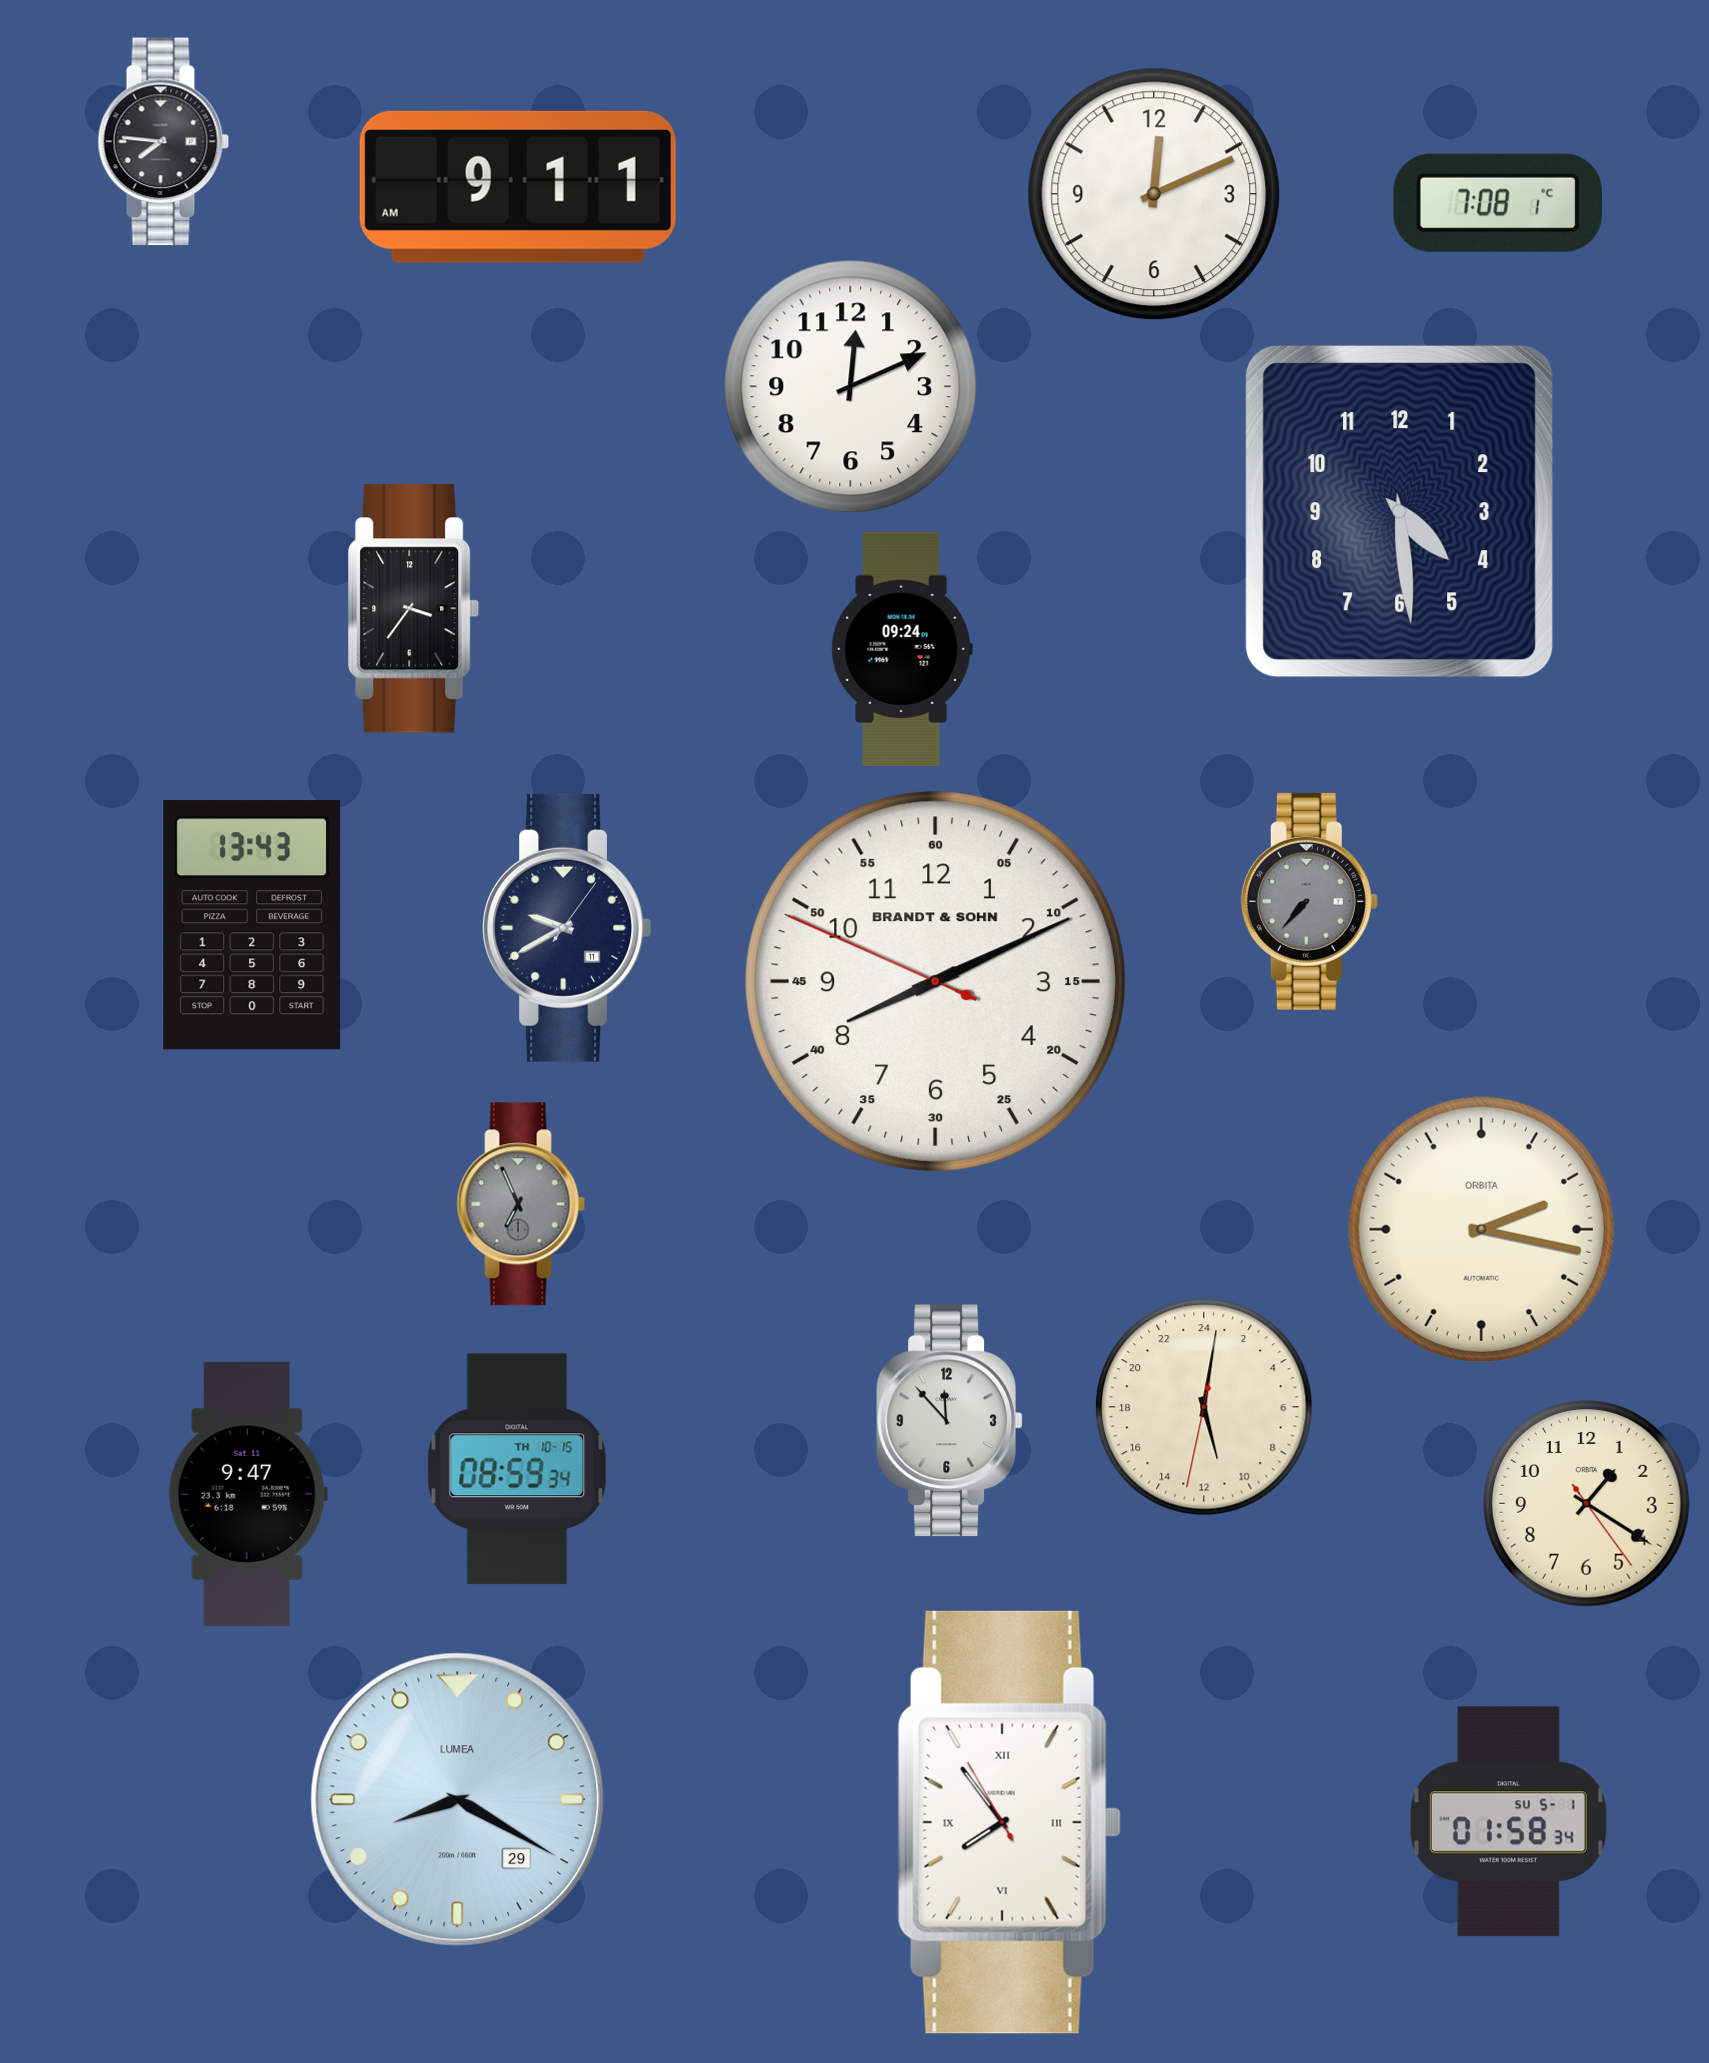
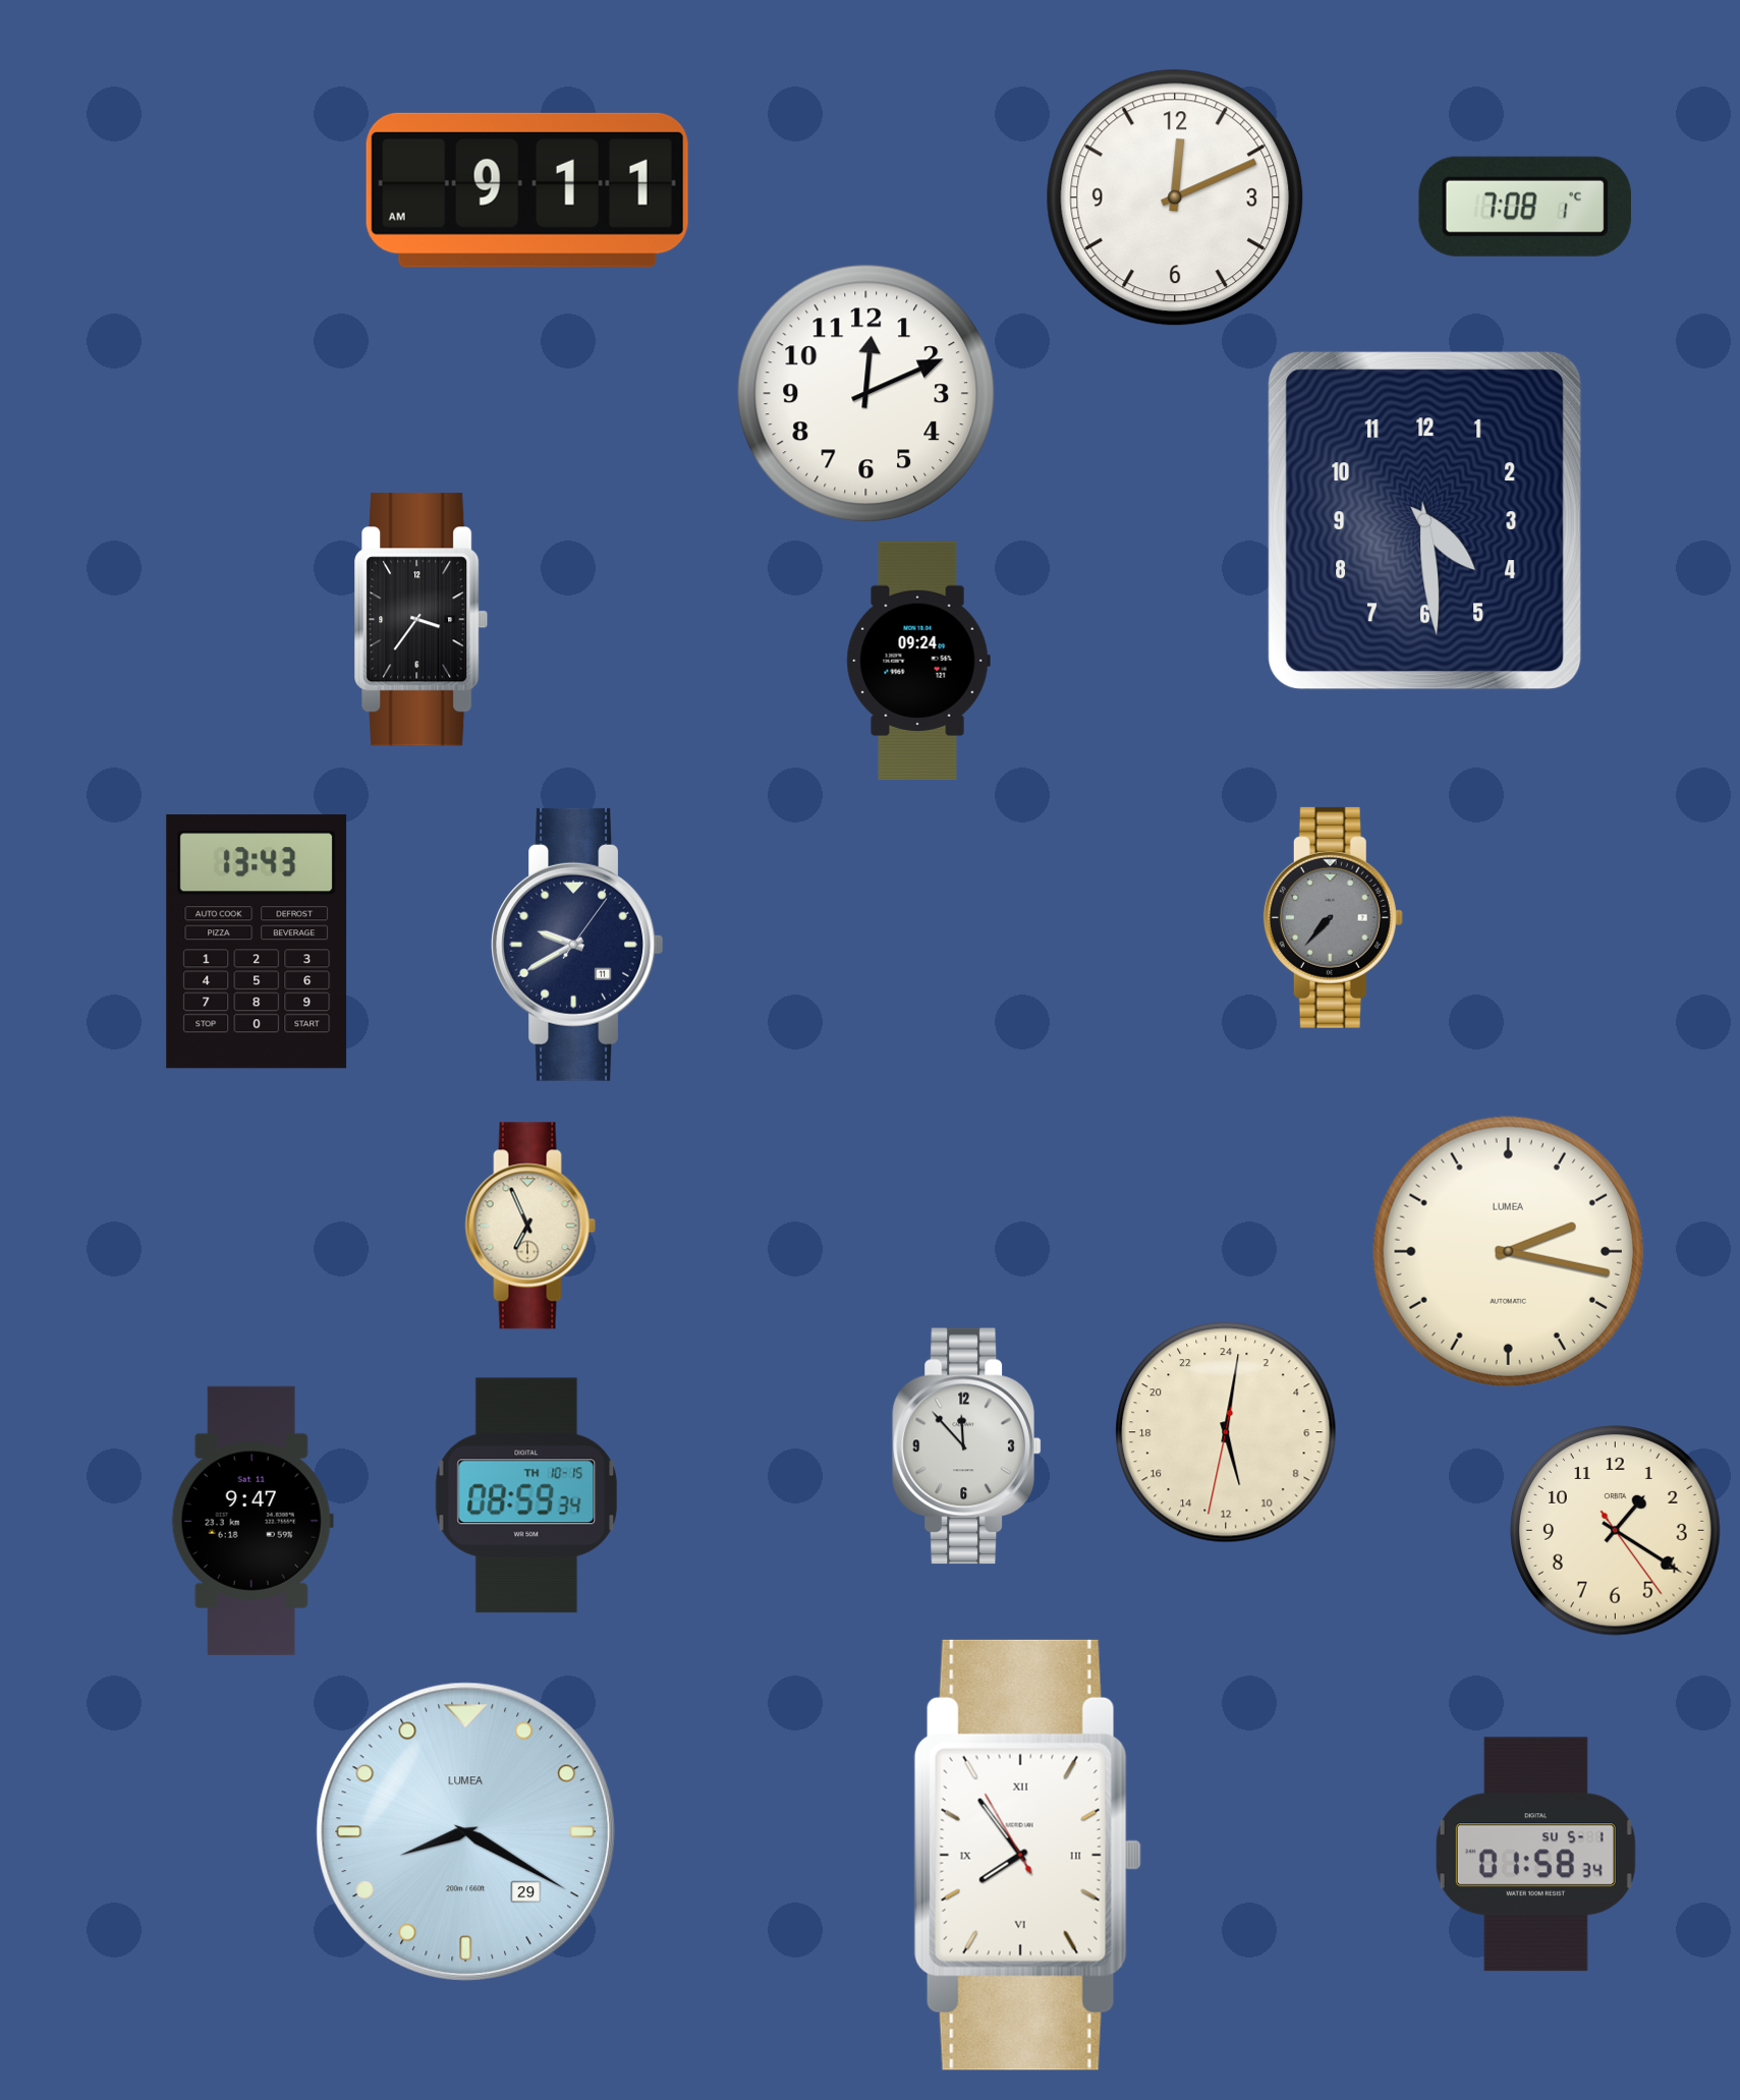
clock at (164, 142): 7:46 -> none
clock at (935, 981): 8:10 -> none
clock at (521, 1204) dial: grey -> cream
clock at (1481, 1229) brand: ORBITA -> LUMEA
